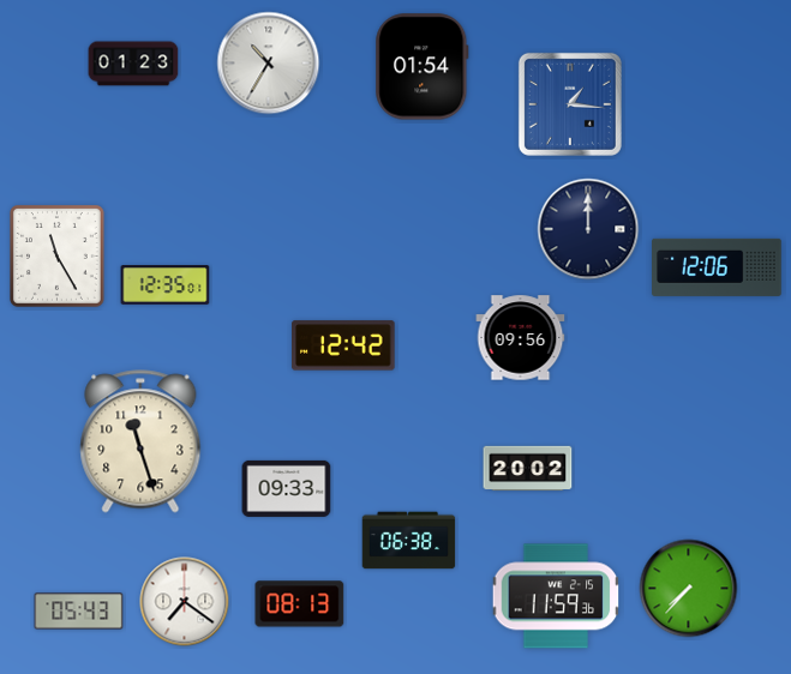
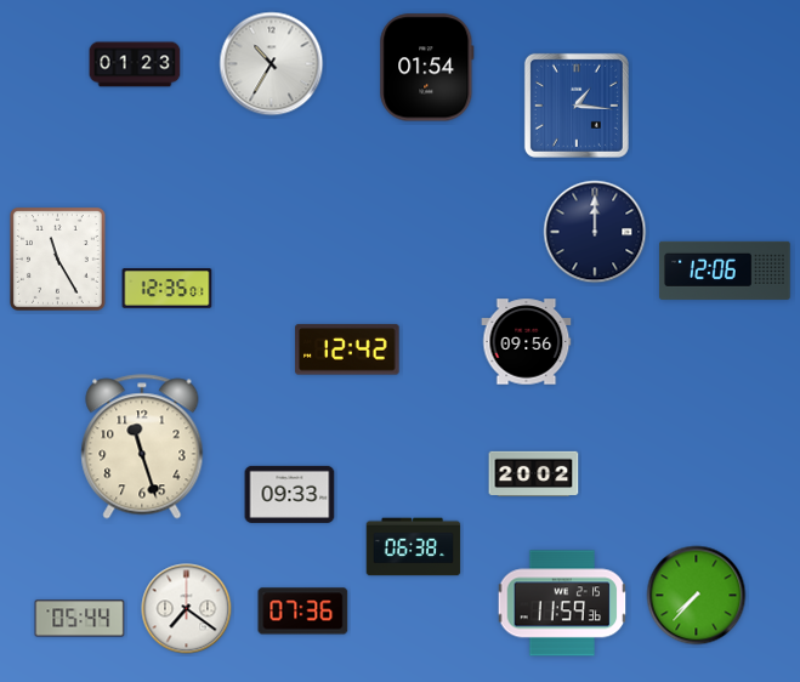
clock at (300, 604): 08:13 -> 07:36
clock at (79, 612): 05:43 -> 05:44
